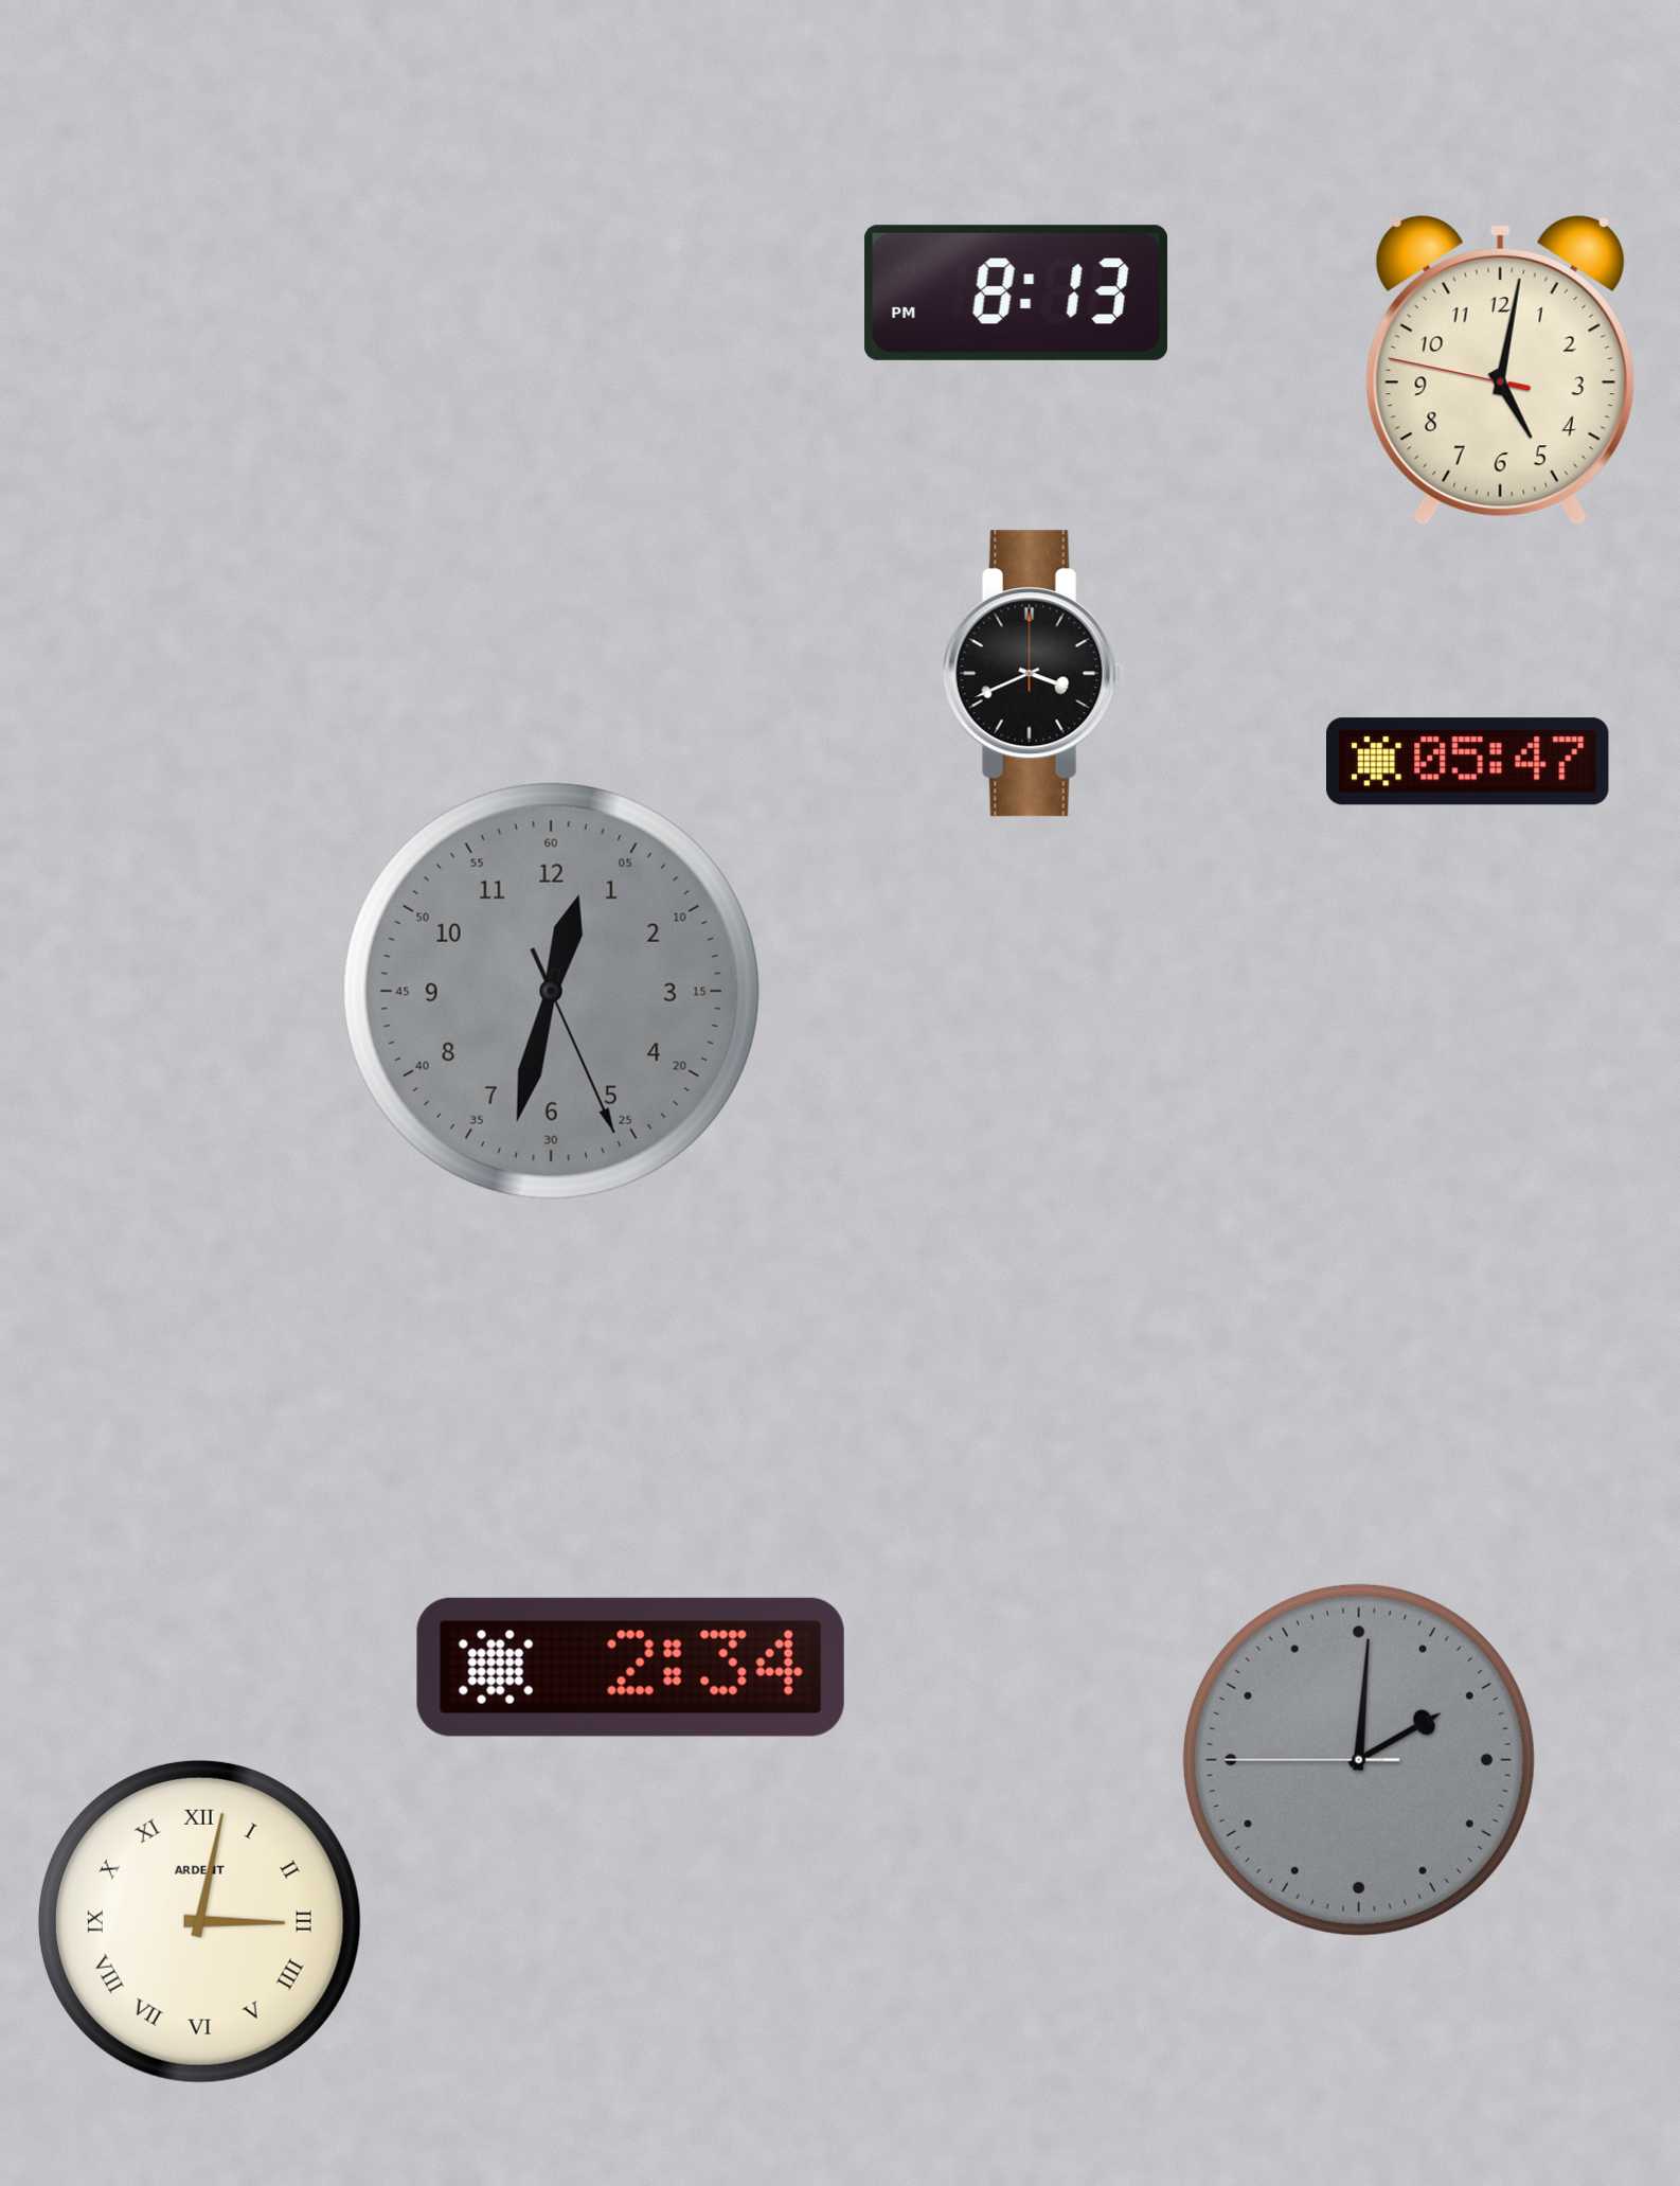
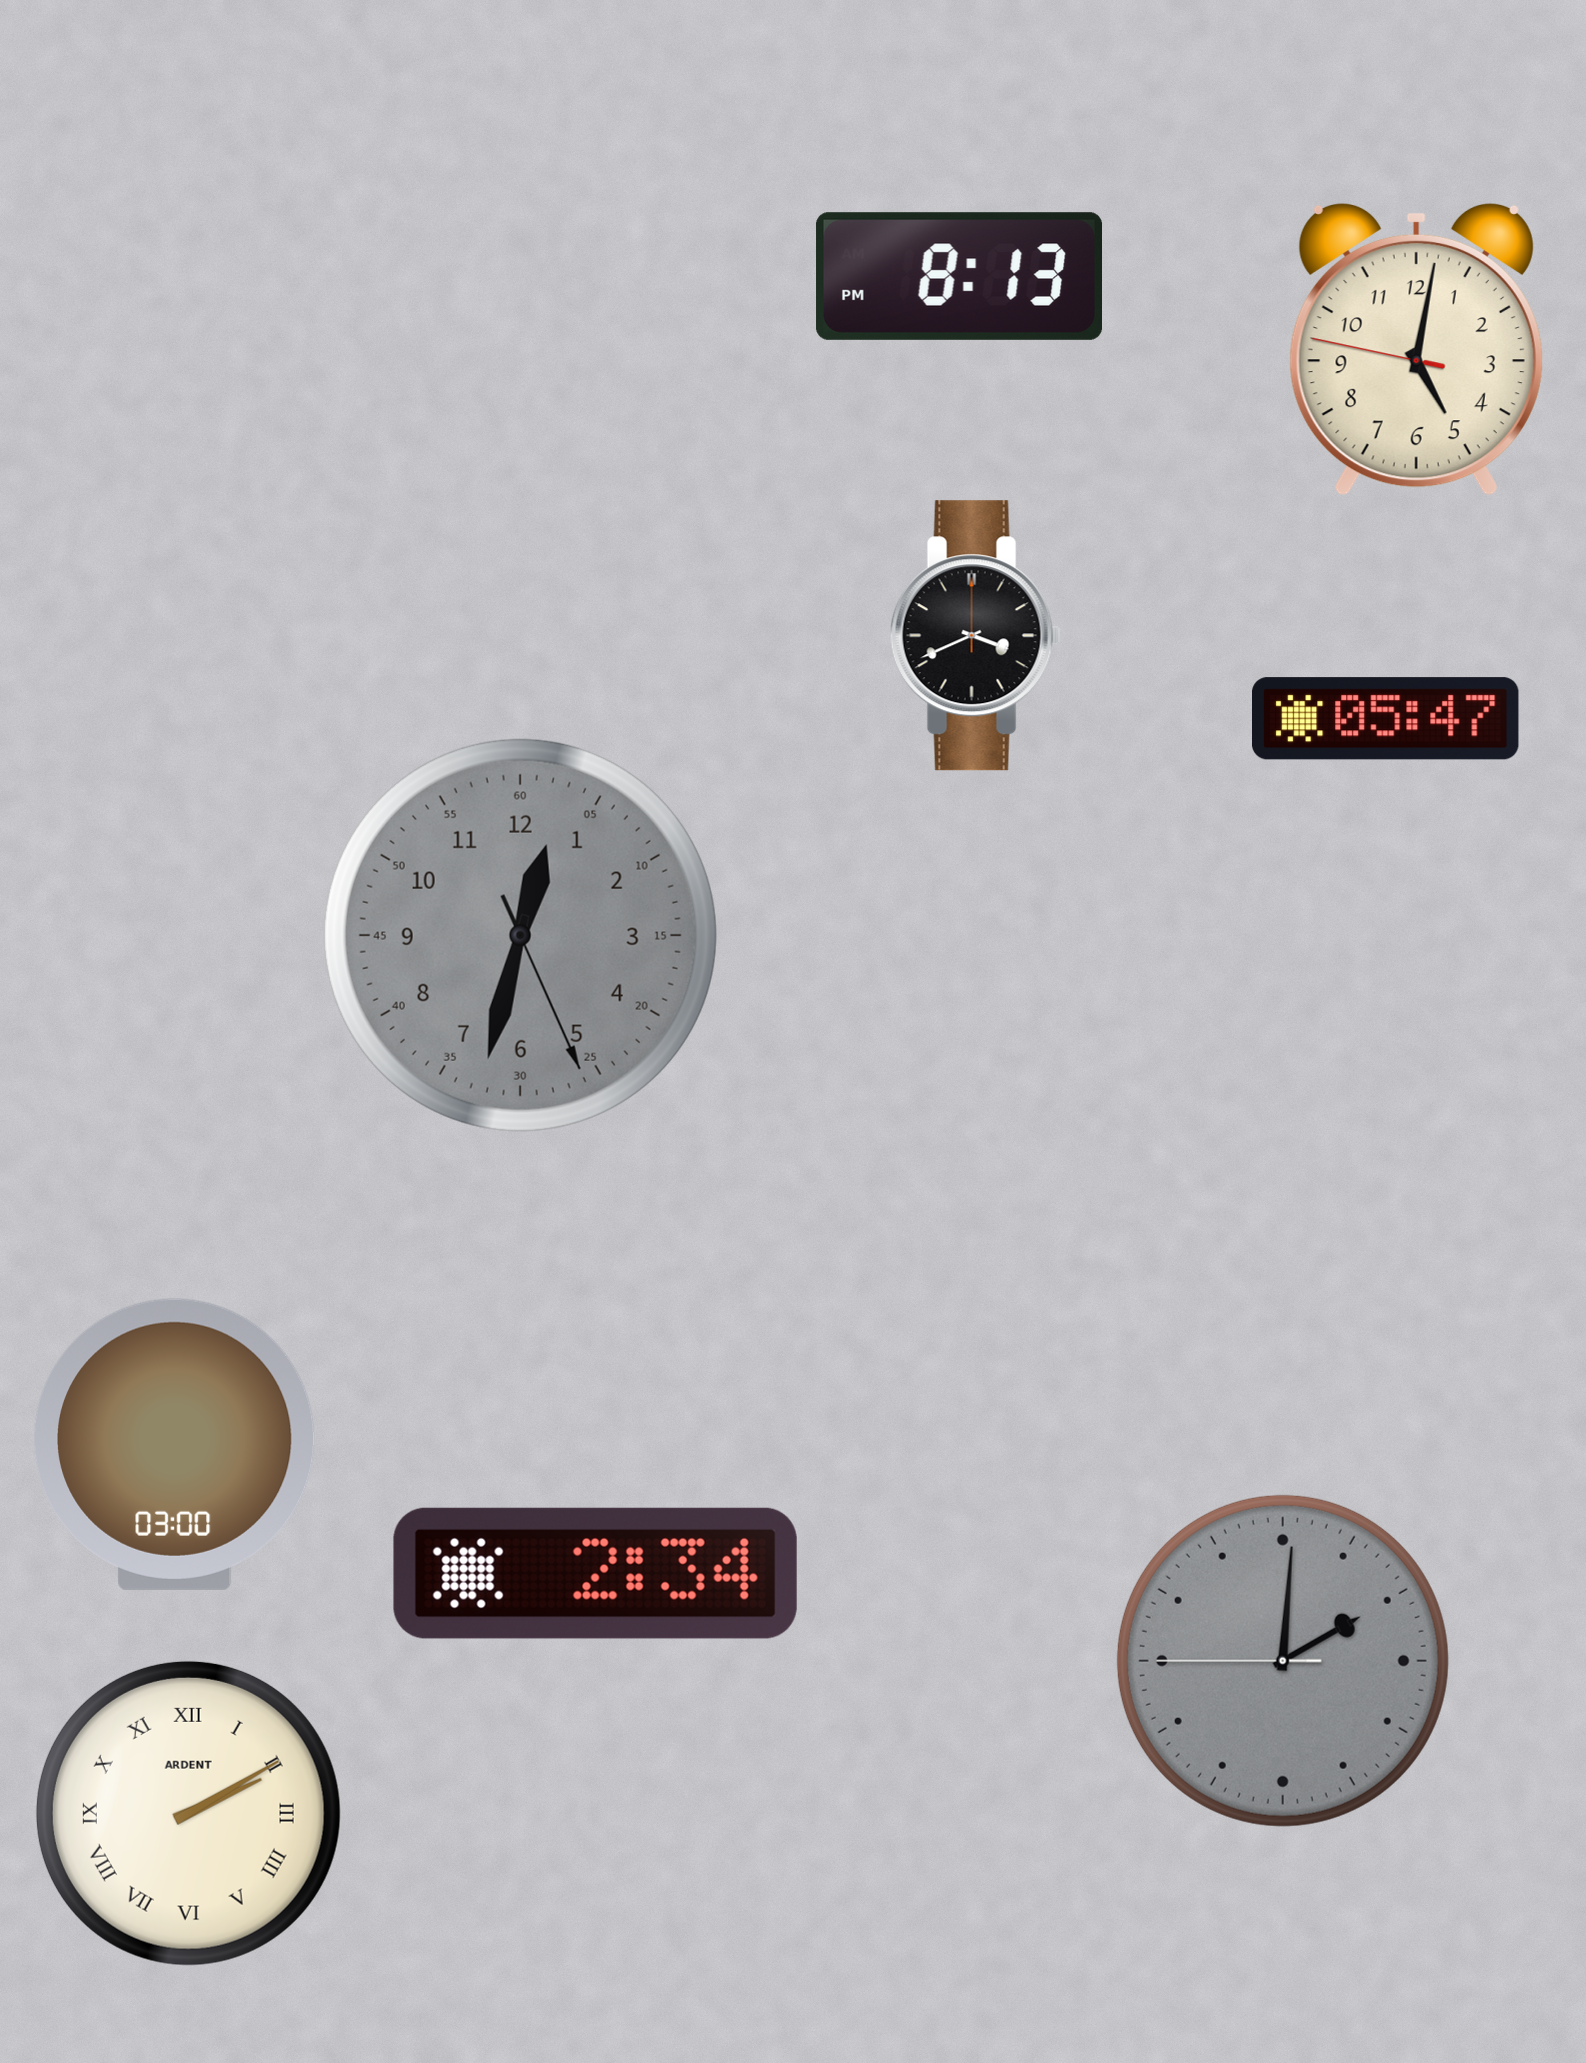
clock at (174, 1444): none -> 03:00
clock at (199, 1921): 3:02 -> 2:10
